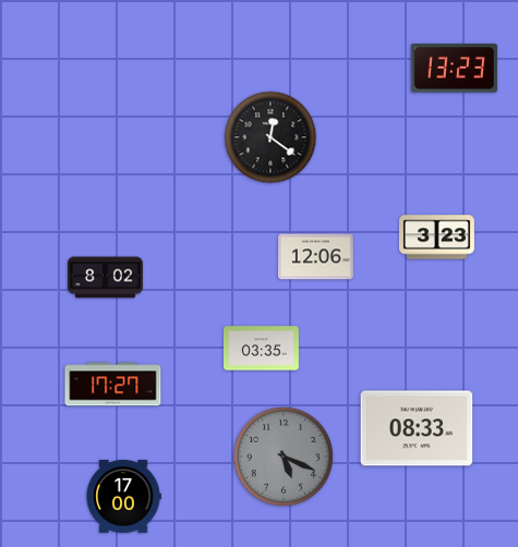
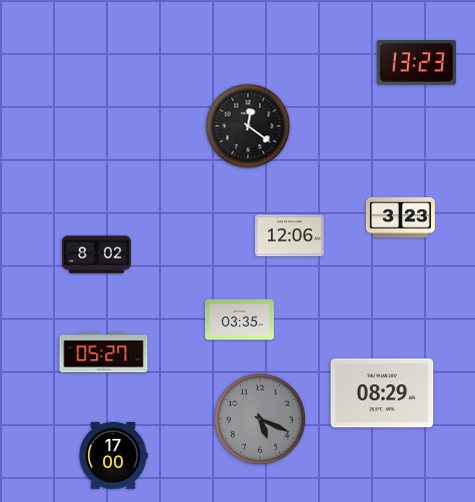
clock at (113, 385): 17:27 -> 05:27
clock at (417, 428): 08:33 -> 08:29
